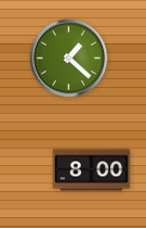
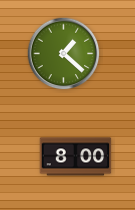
clock at (92, 170) position: (92, 170) -> (76, 157)
